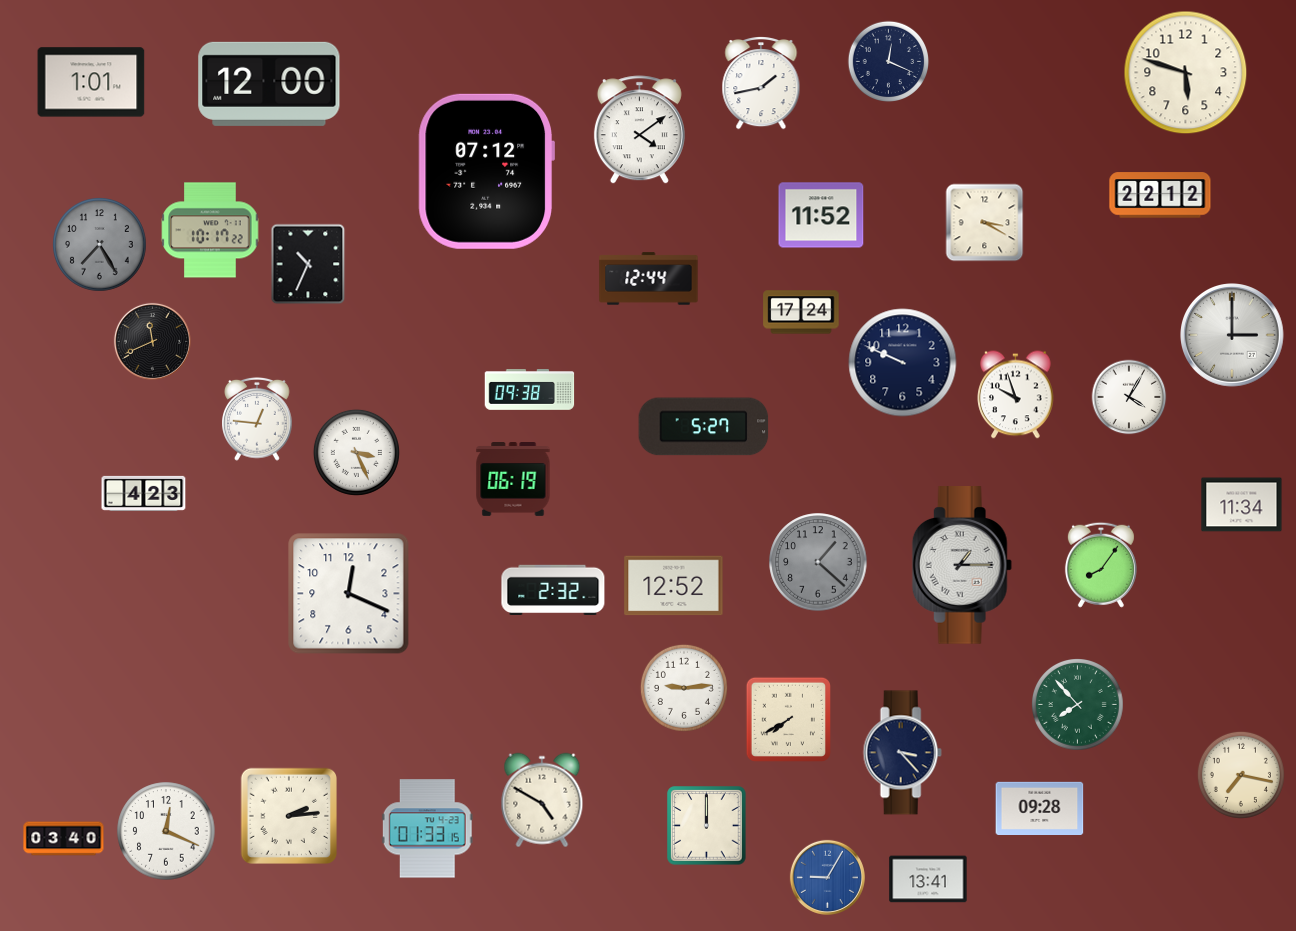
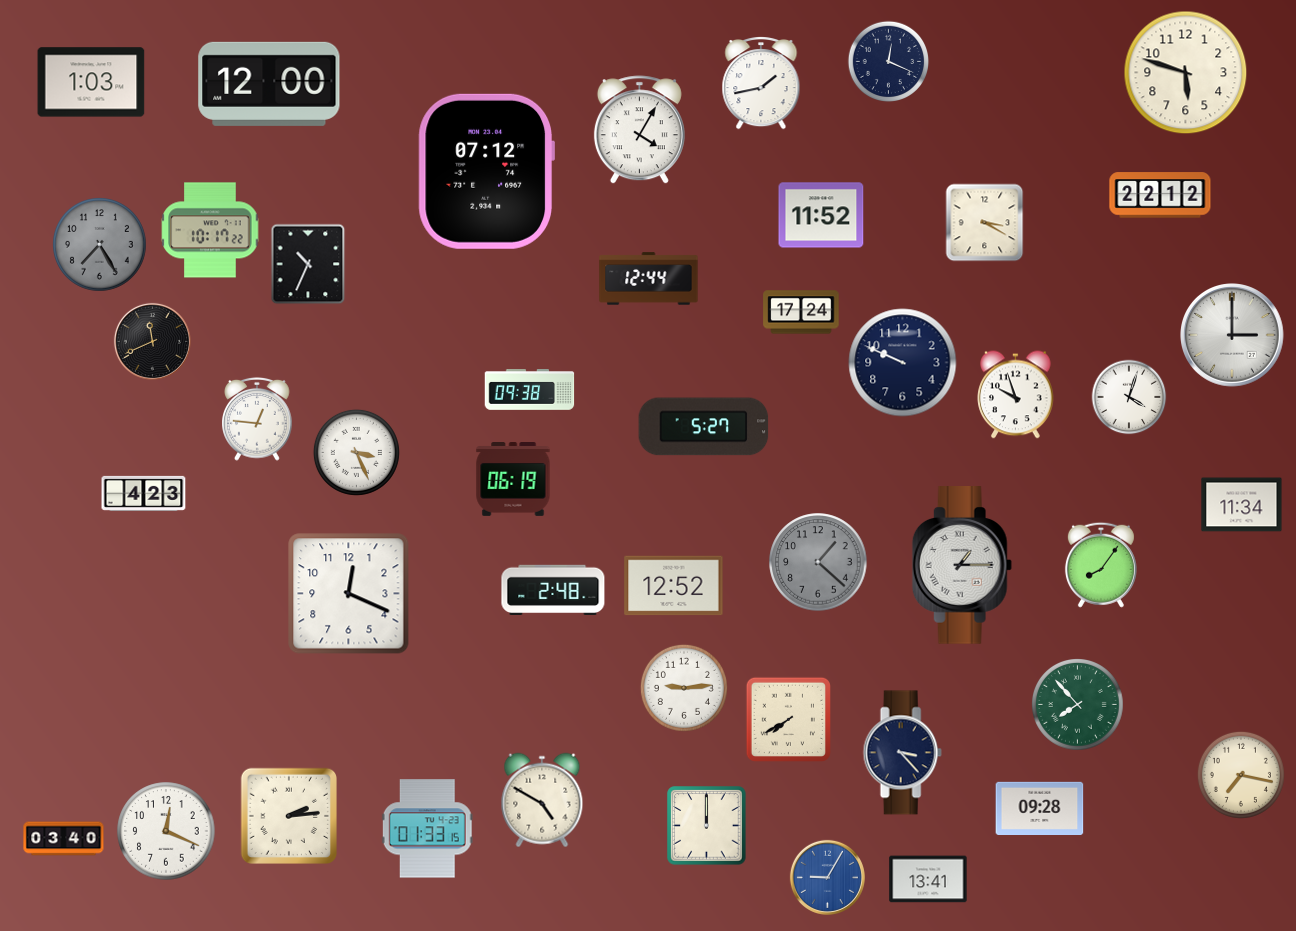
clock at (91, 82): 1:01 -> 1:03
clock at (639, 130): 4:09 -> 4:05
clock at (1129, 397): 4:05 -> 4:03
clock at (553, 589): 2:32 -> 2:48
